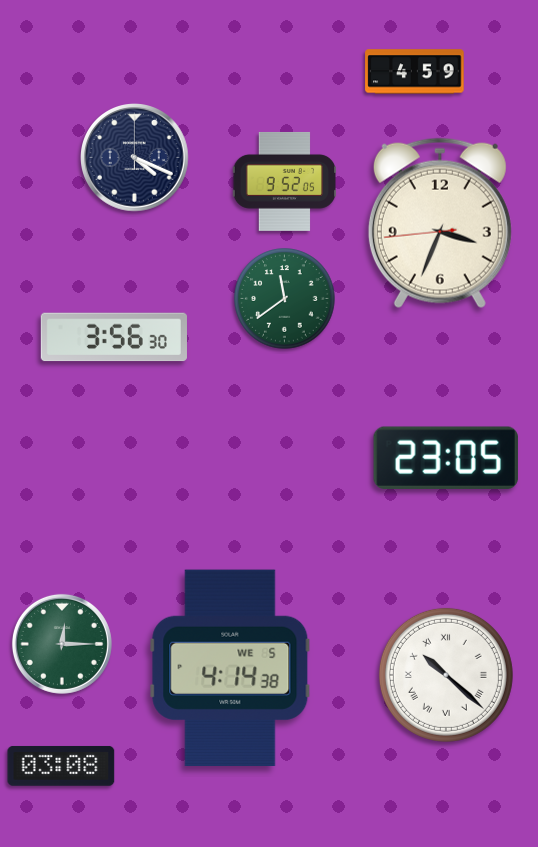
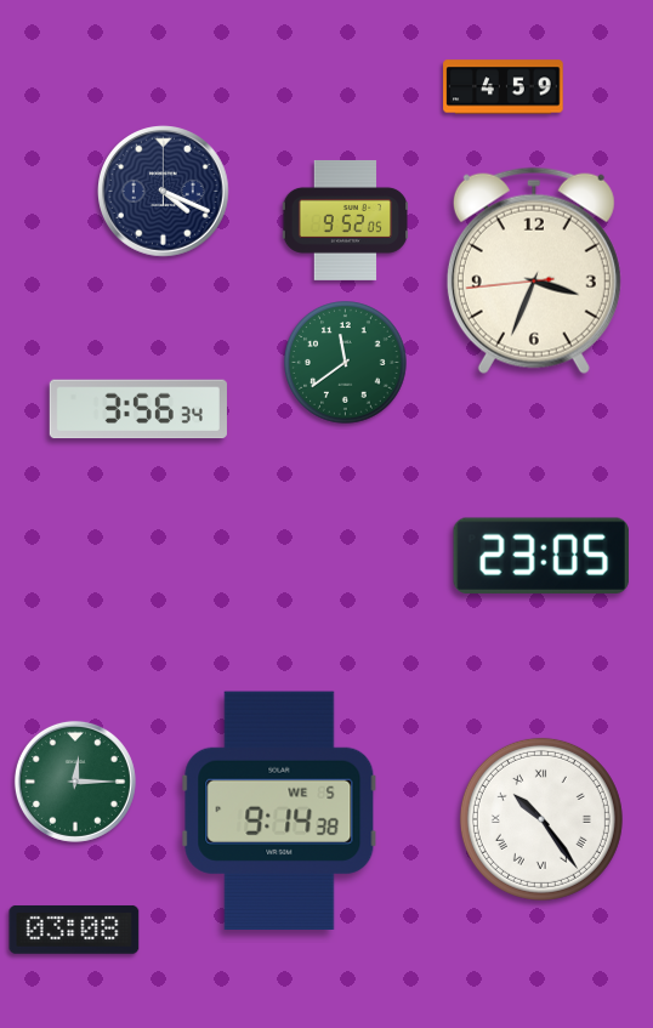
clock at (114, 337): 3:56:30 -> 3:56:34
clock at (230, 667): 4:14 -> 9:14
clock at (446, 675): 10:22 -> 10:24
